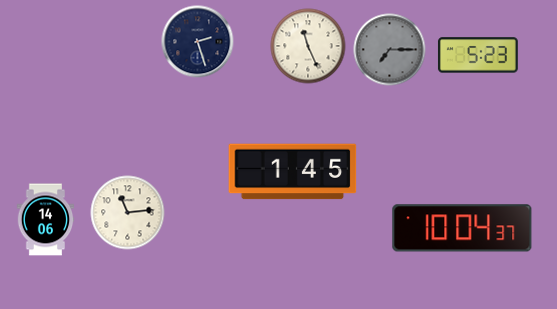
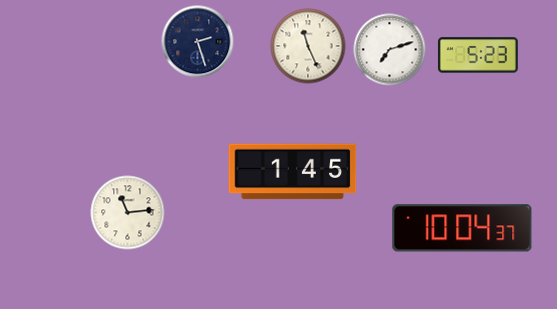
clock at (390, 50): 7:15 -> 7:12
clock at (390, 50) dial: grey -> white
clock at (46, 220): 14:06 -> none
